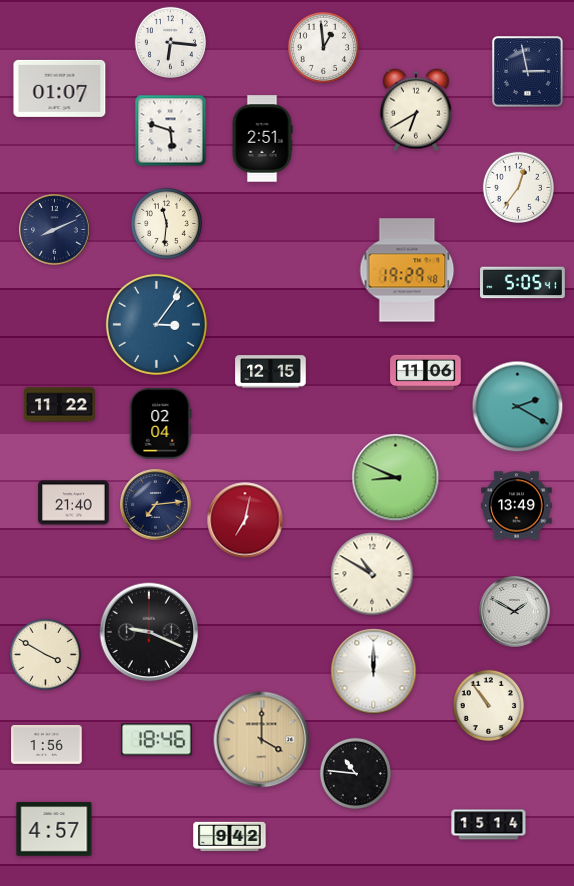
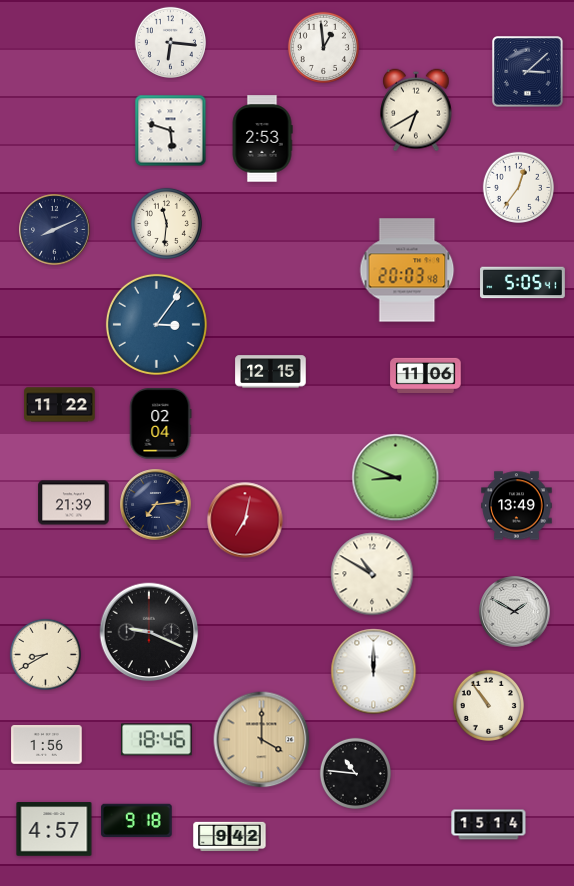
clock at (528, 72): 2:58 -> 3:08
clock at (60, 88): 01:07 -> none
clock at (262, 139): 2:51 -> 2:53
clock at (407, 270): 19:29 -> 20:03
clock at (426, 372) position: (426, 372) -> (426, 375)
clock at (518, 407): 2:20 -> none
clock at (74, 503): 21:40 -> 21:39
clock at (45, 654): 3:50 -> 8:40
clock at (137, 821): none -> 9:18
